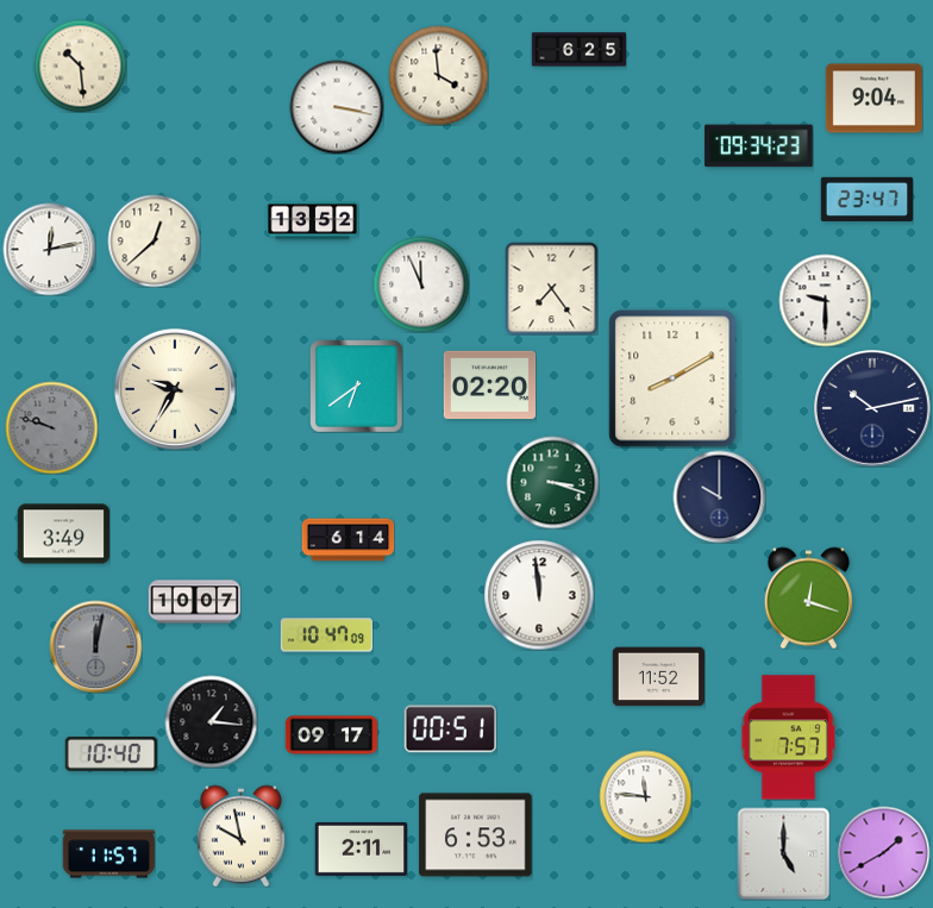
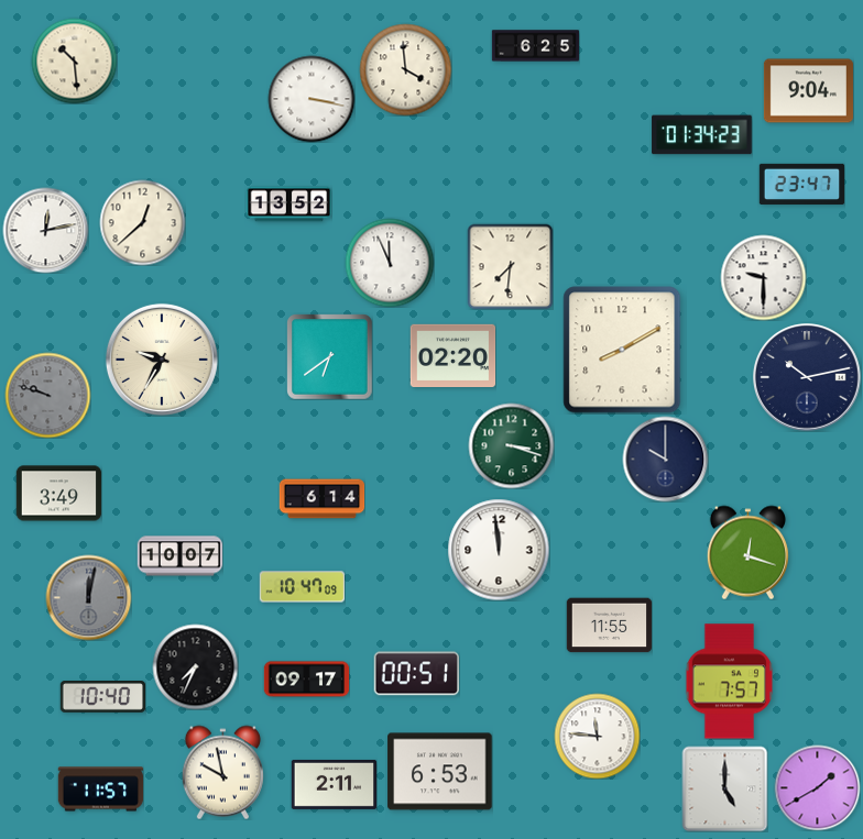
clock at (759, 146): 09:34 -> 01:34
clock at (551, 288): 7:24 -> 7:31
clock at (658, 677): 11:52 -> 11:55
clock at (211, 721): 1:16 -> 7:34
